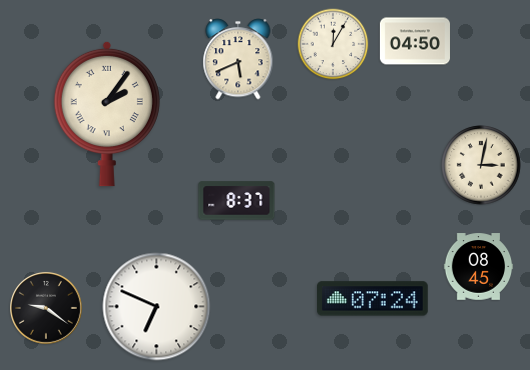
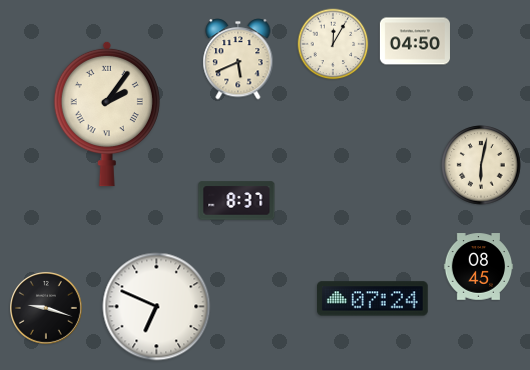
clock at (481, 165): 3:02 -> 6:02
clock at (46, 308): 9:21 -> 9:18
